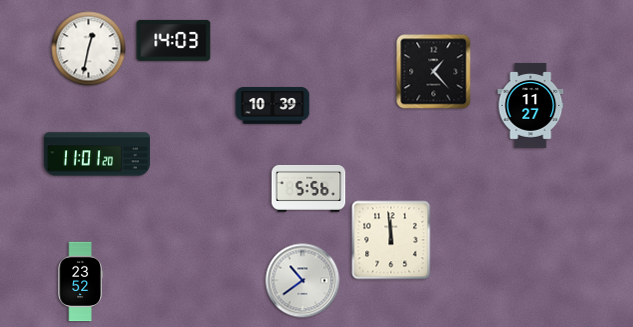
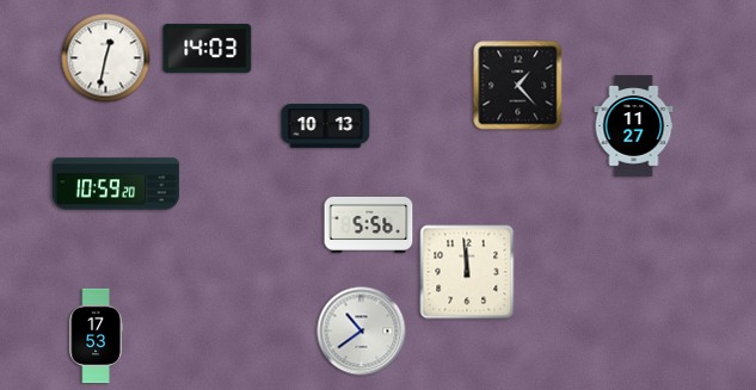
clock at (273, 106): 10:39 -> 10:13
clock at (97, 154): 11:01 -> 10:59
clock at (391, 240) position: (391, 240) -> (467, 272)
clock at (303, 281) position: (303, 281) -> (362, 332)
clock at (80, 282): 23:52 -> 17:53
